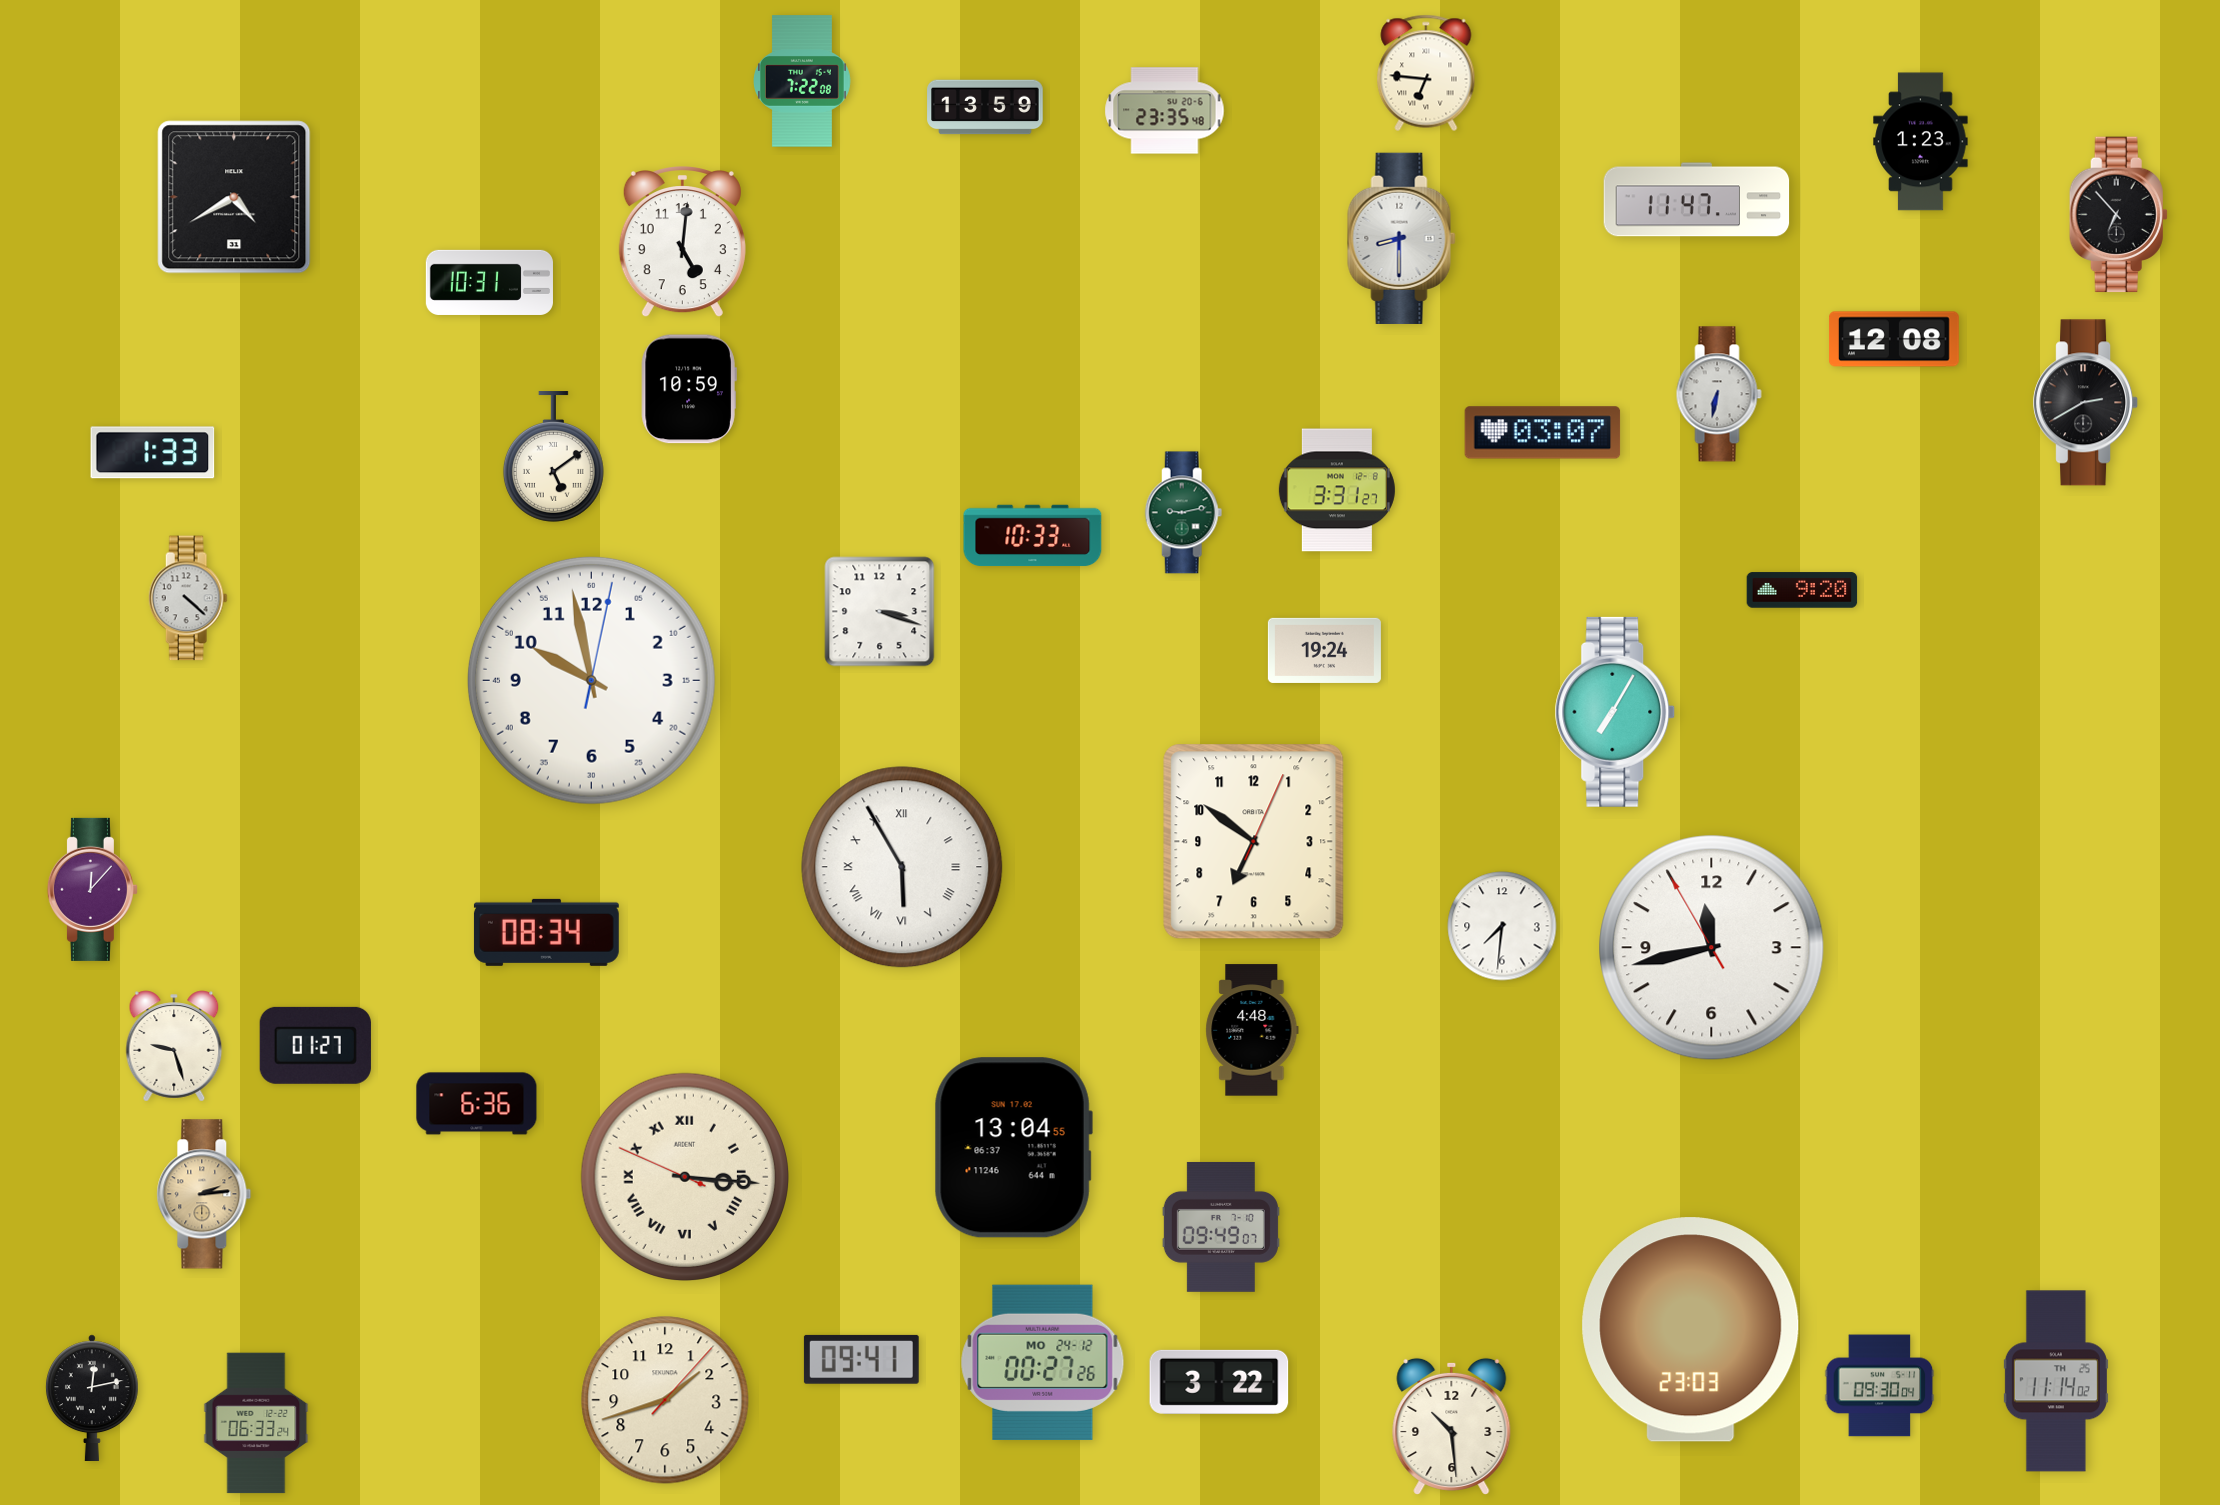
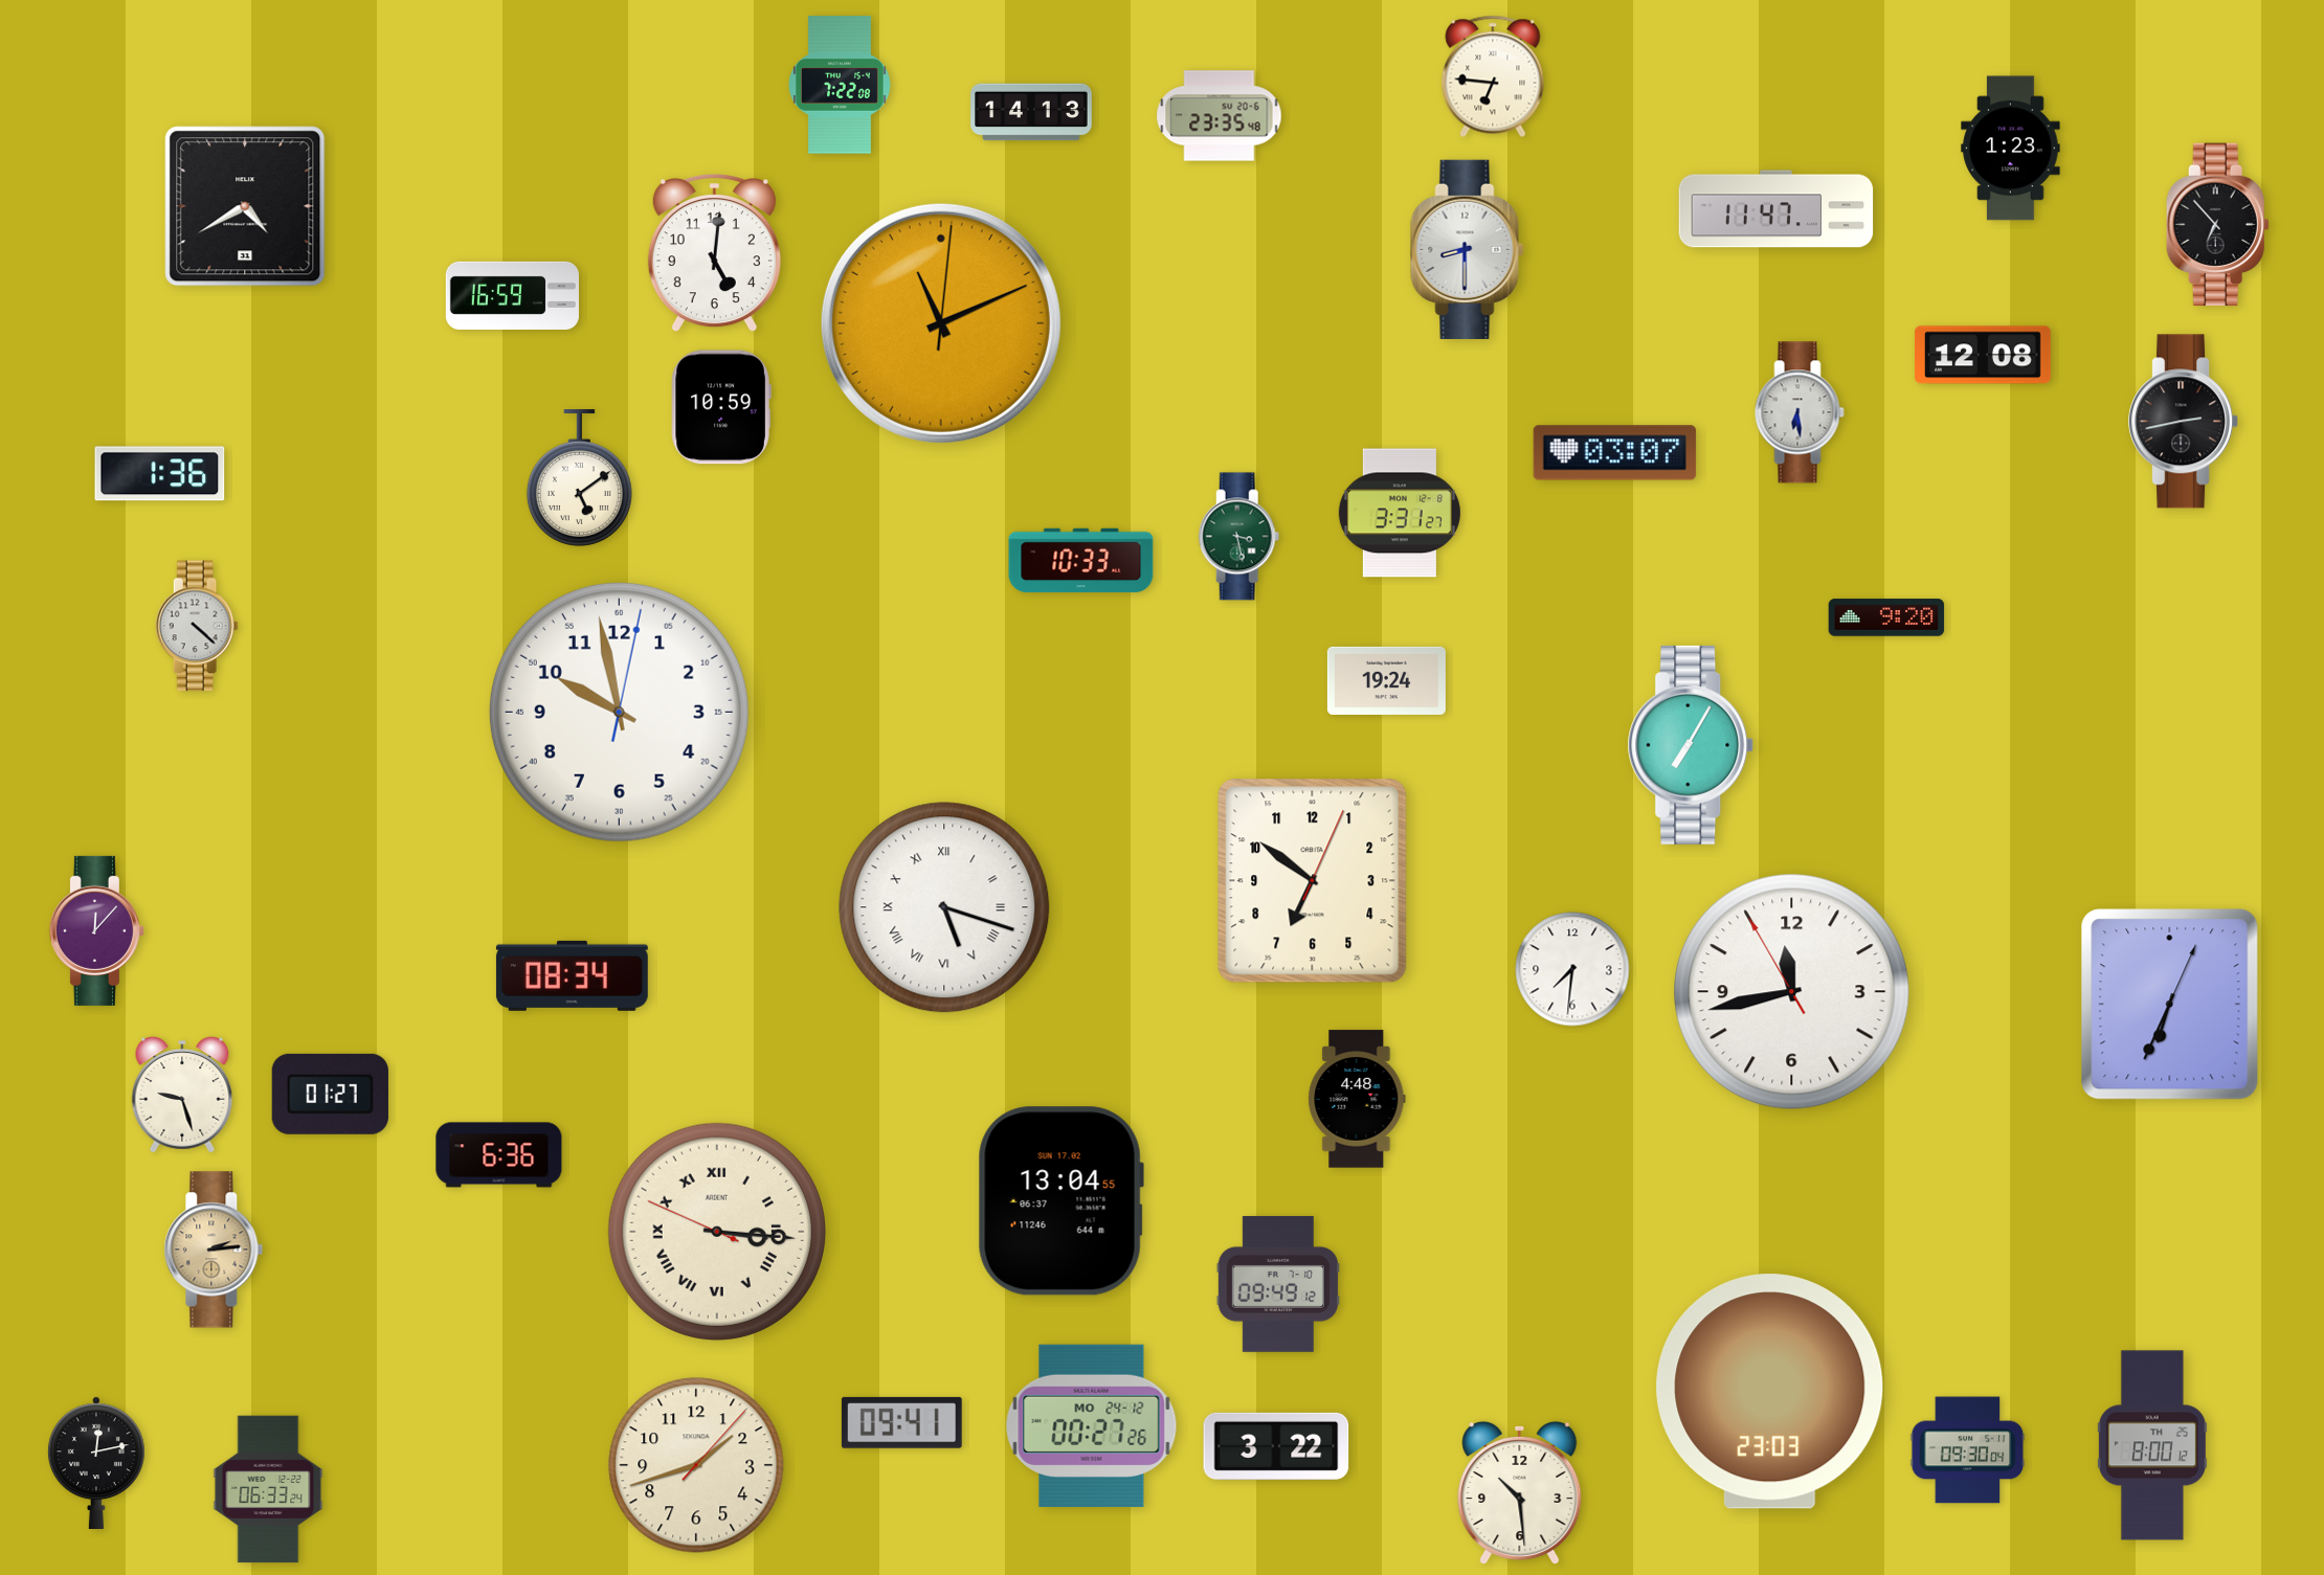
clock at (985, 107): 13:59 -> 14:13
clock at (489, 282): 10:31 -> 16:59
clock at (941, 323): none -> 11:11
clock at (1719, 394): 6:32 -> 6:29
clock at (2086, 403): 2:40 -> 2:43
clock at (153, 453): 1:33 -> 1:36
clock at (1184, 513): 9:13 -> 3:28
clock at (880, 612): 3:18 -> none
clock at (902, 867): 5:55 -> 5:18
clock at (2170, 1005): none -> 6:34
clock at (1252, 1030) position: (1252, 1030) -> (1357, 1099)
clock at (1221, 1227): 09:49:07 -> 09:49:12
clock at (2056, 1381): 11:14 -> 8:00
